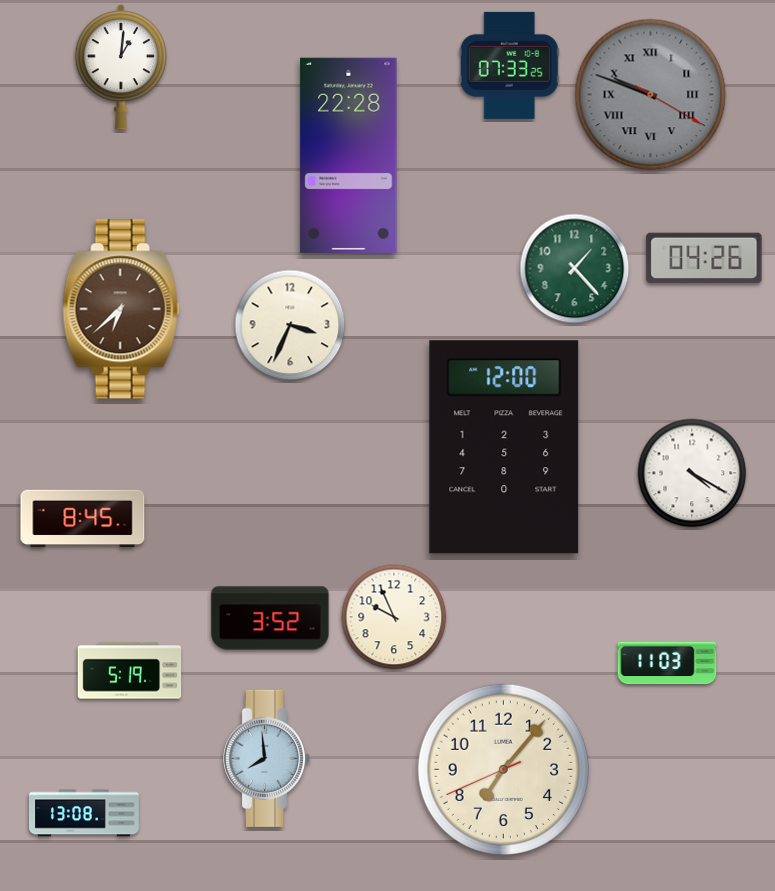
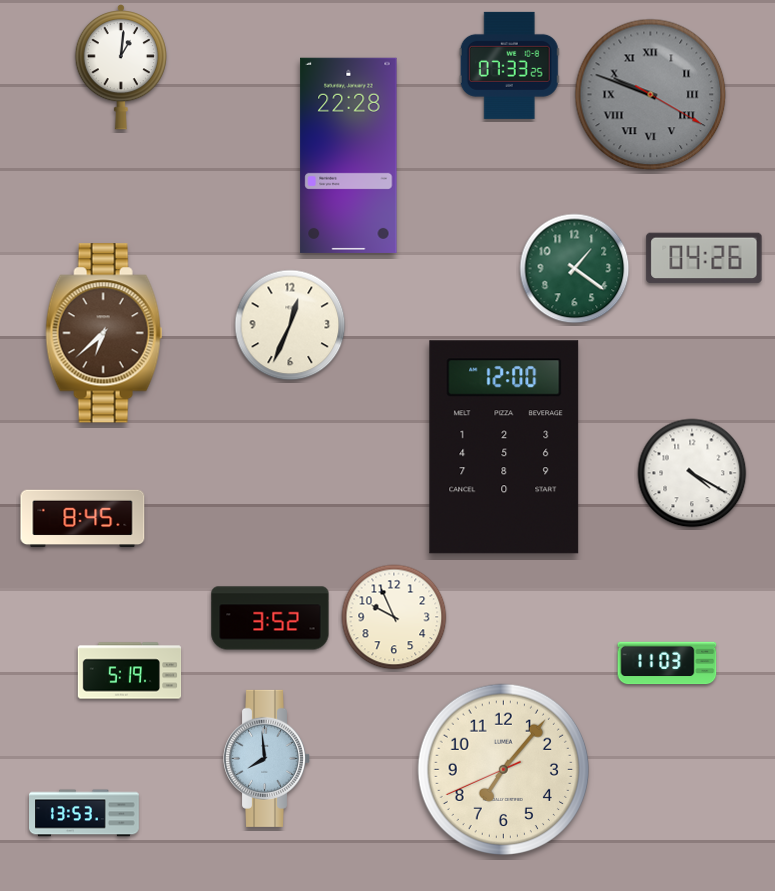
clock at (575, 269): 1:23 -> 1:21
clock at (121, 309) position: (121, 309) -> (104, 333)
clock at (290, 325): 3:34 -> 12:34
clock at (85, 813): 13:08 -> 13:53
